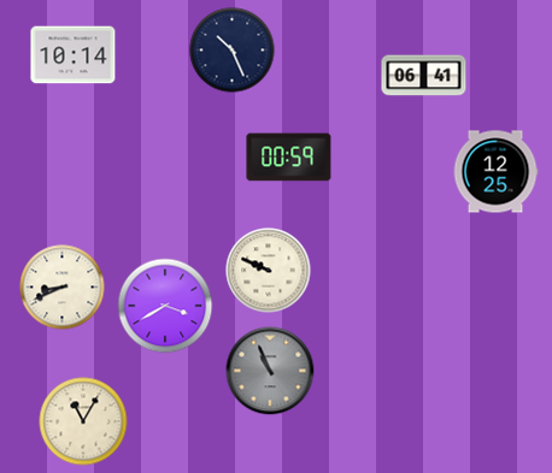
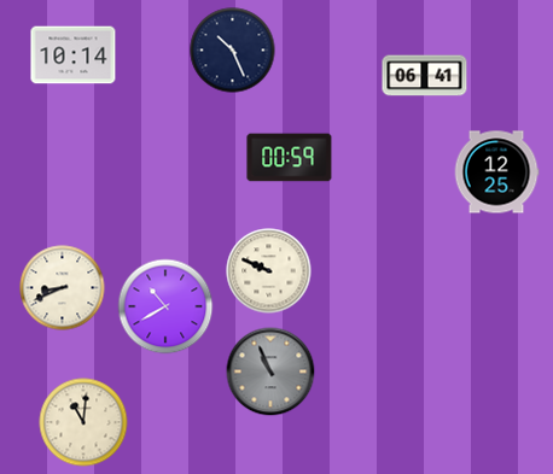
clock at (165, 306): 3:40 -> 10:40
clock at (83, 421): 11:05 -> 11:01
